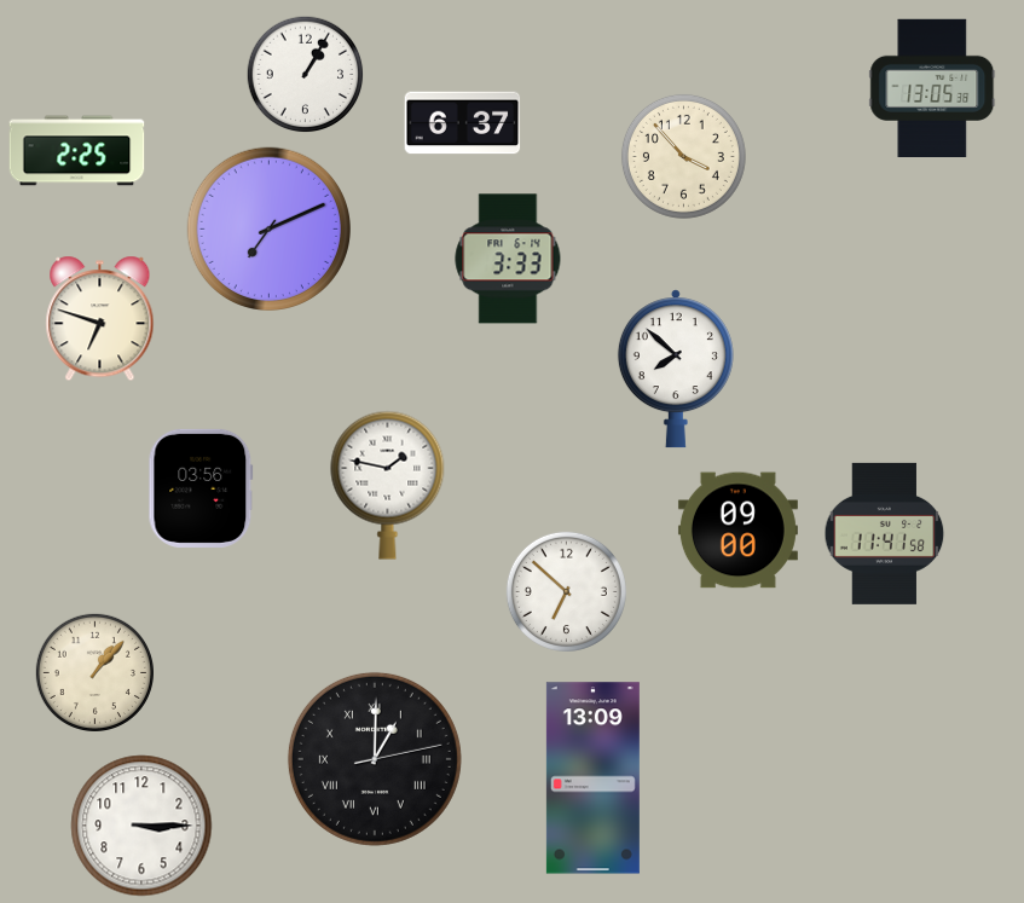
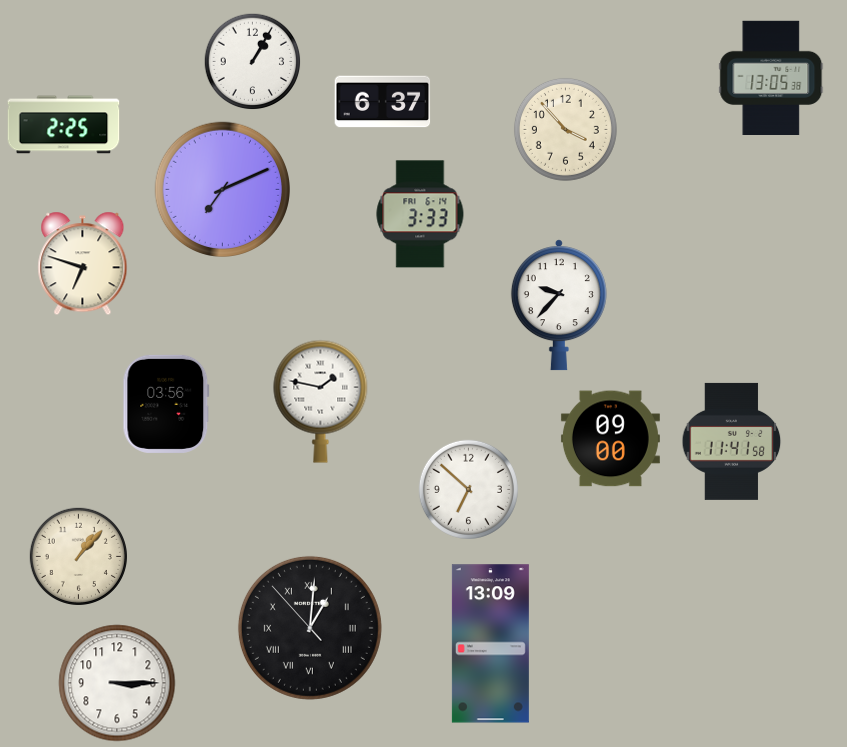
clock at (932, 87) position: (932, 87) -> (771, 77)
clock at (676, 369): 7:52 -> 9:37
clock at (375, 759): 1:00:13 -> 1:00:53
